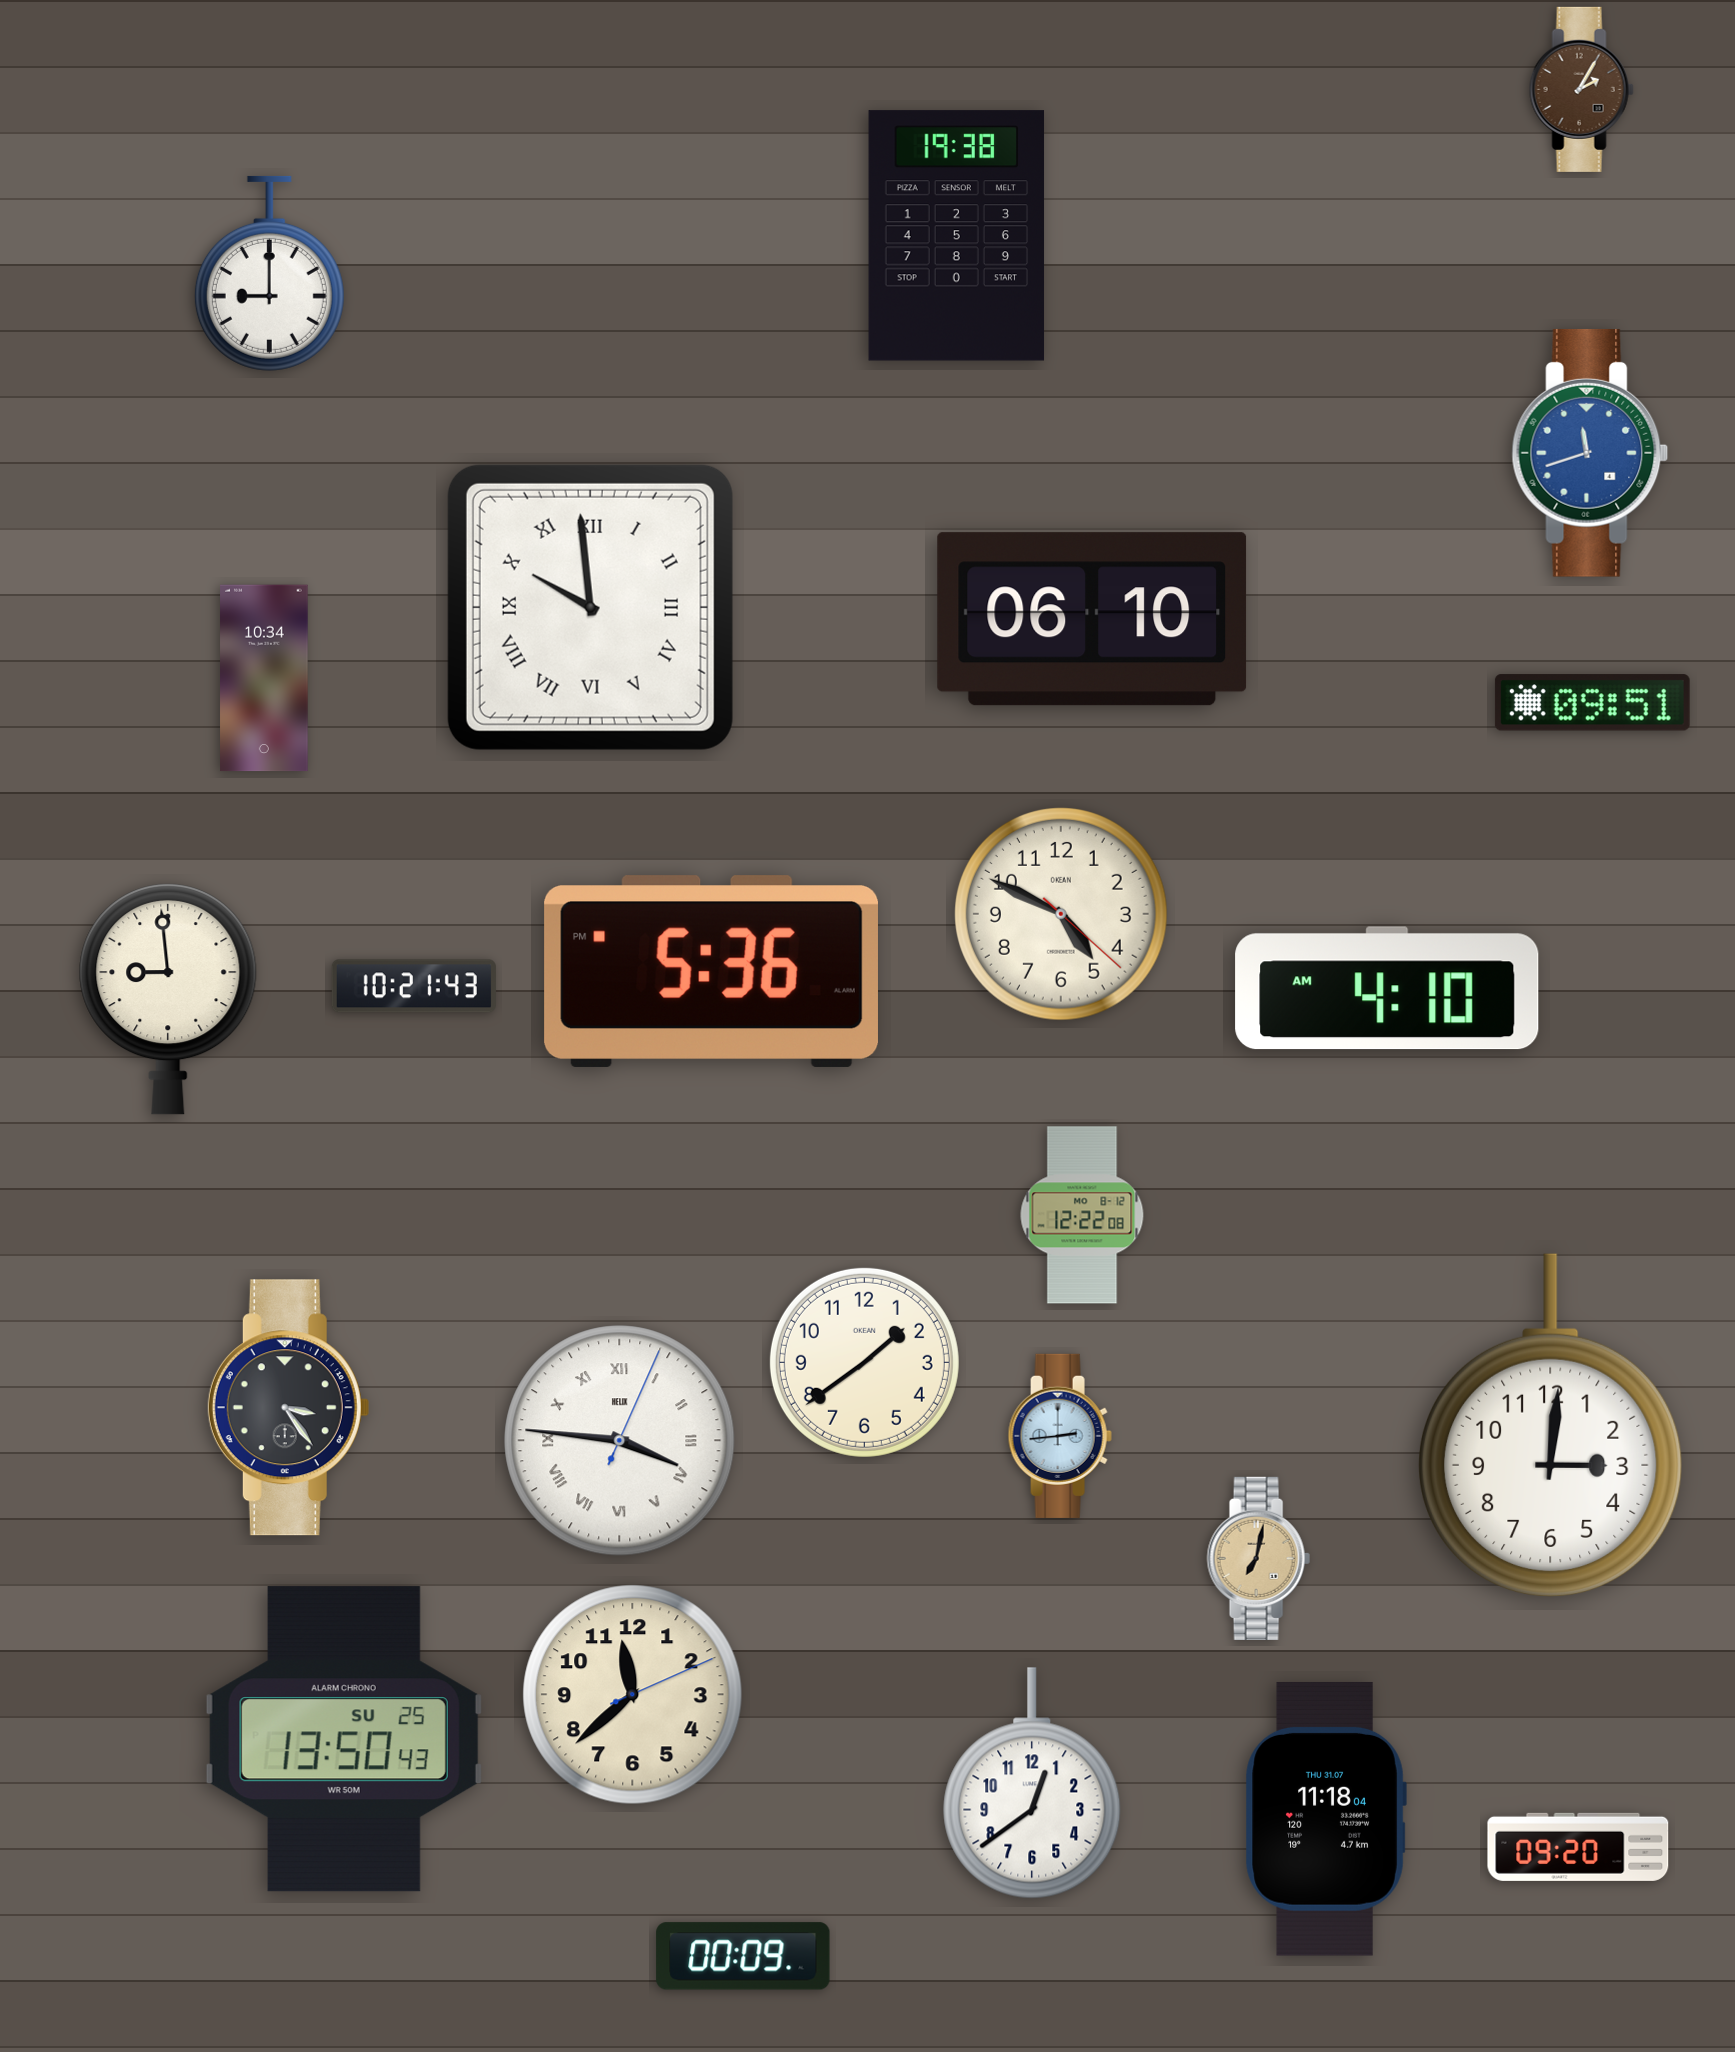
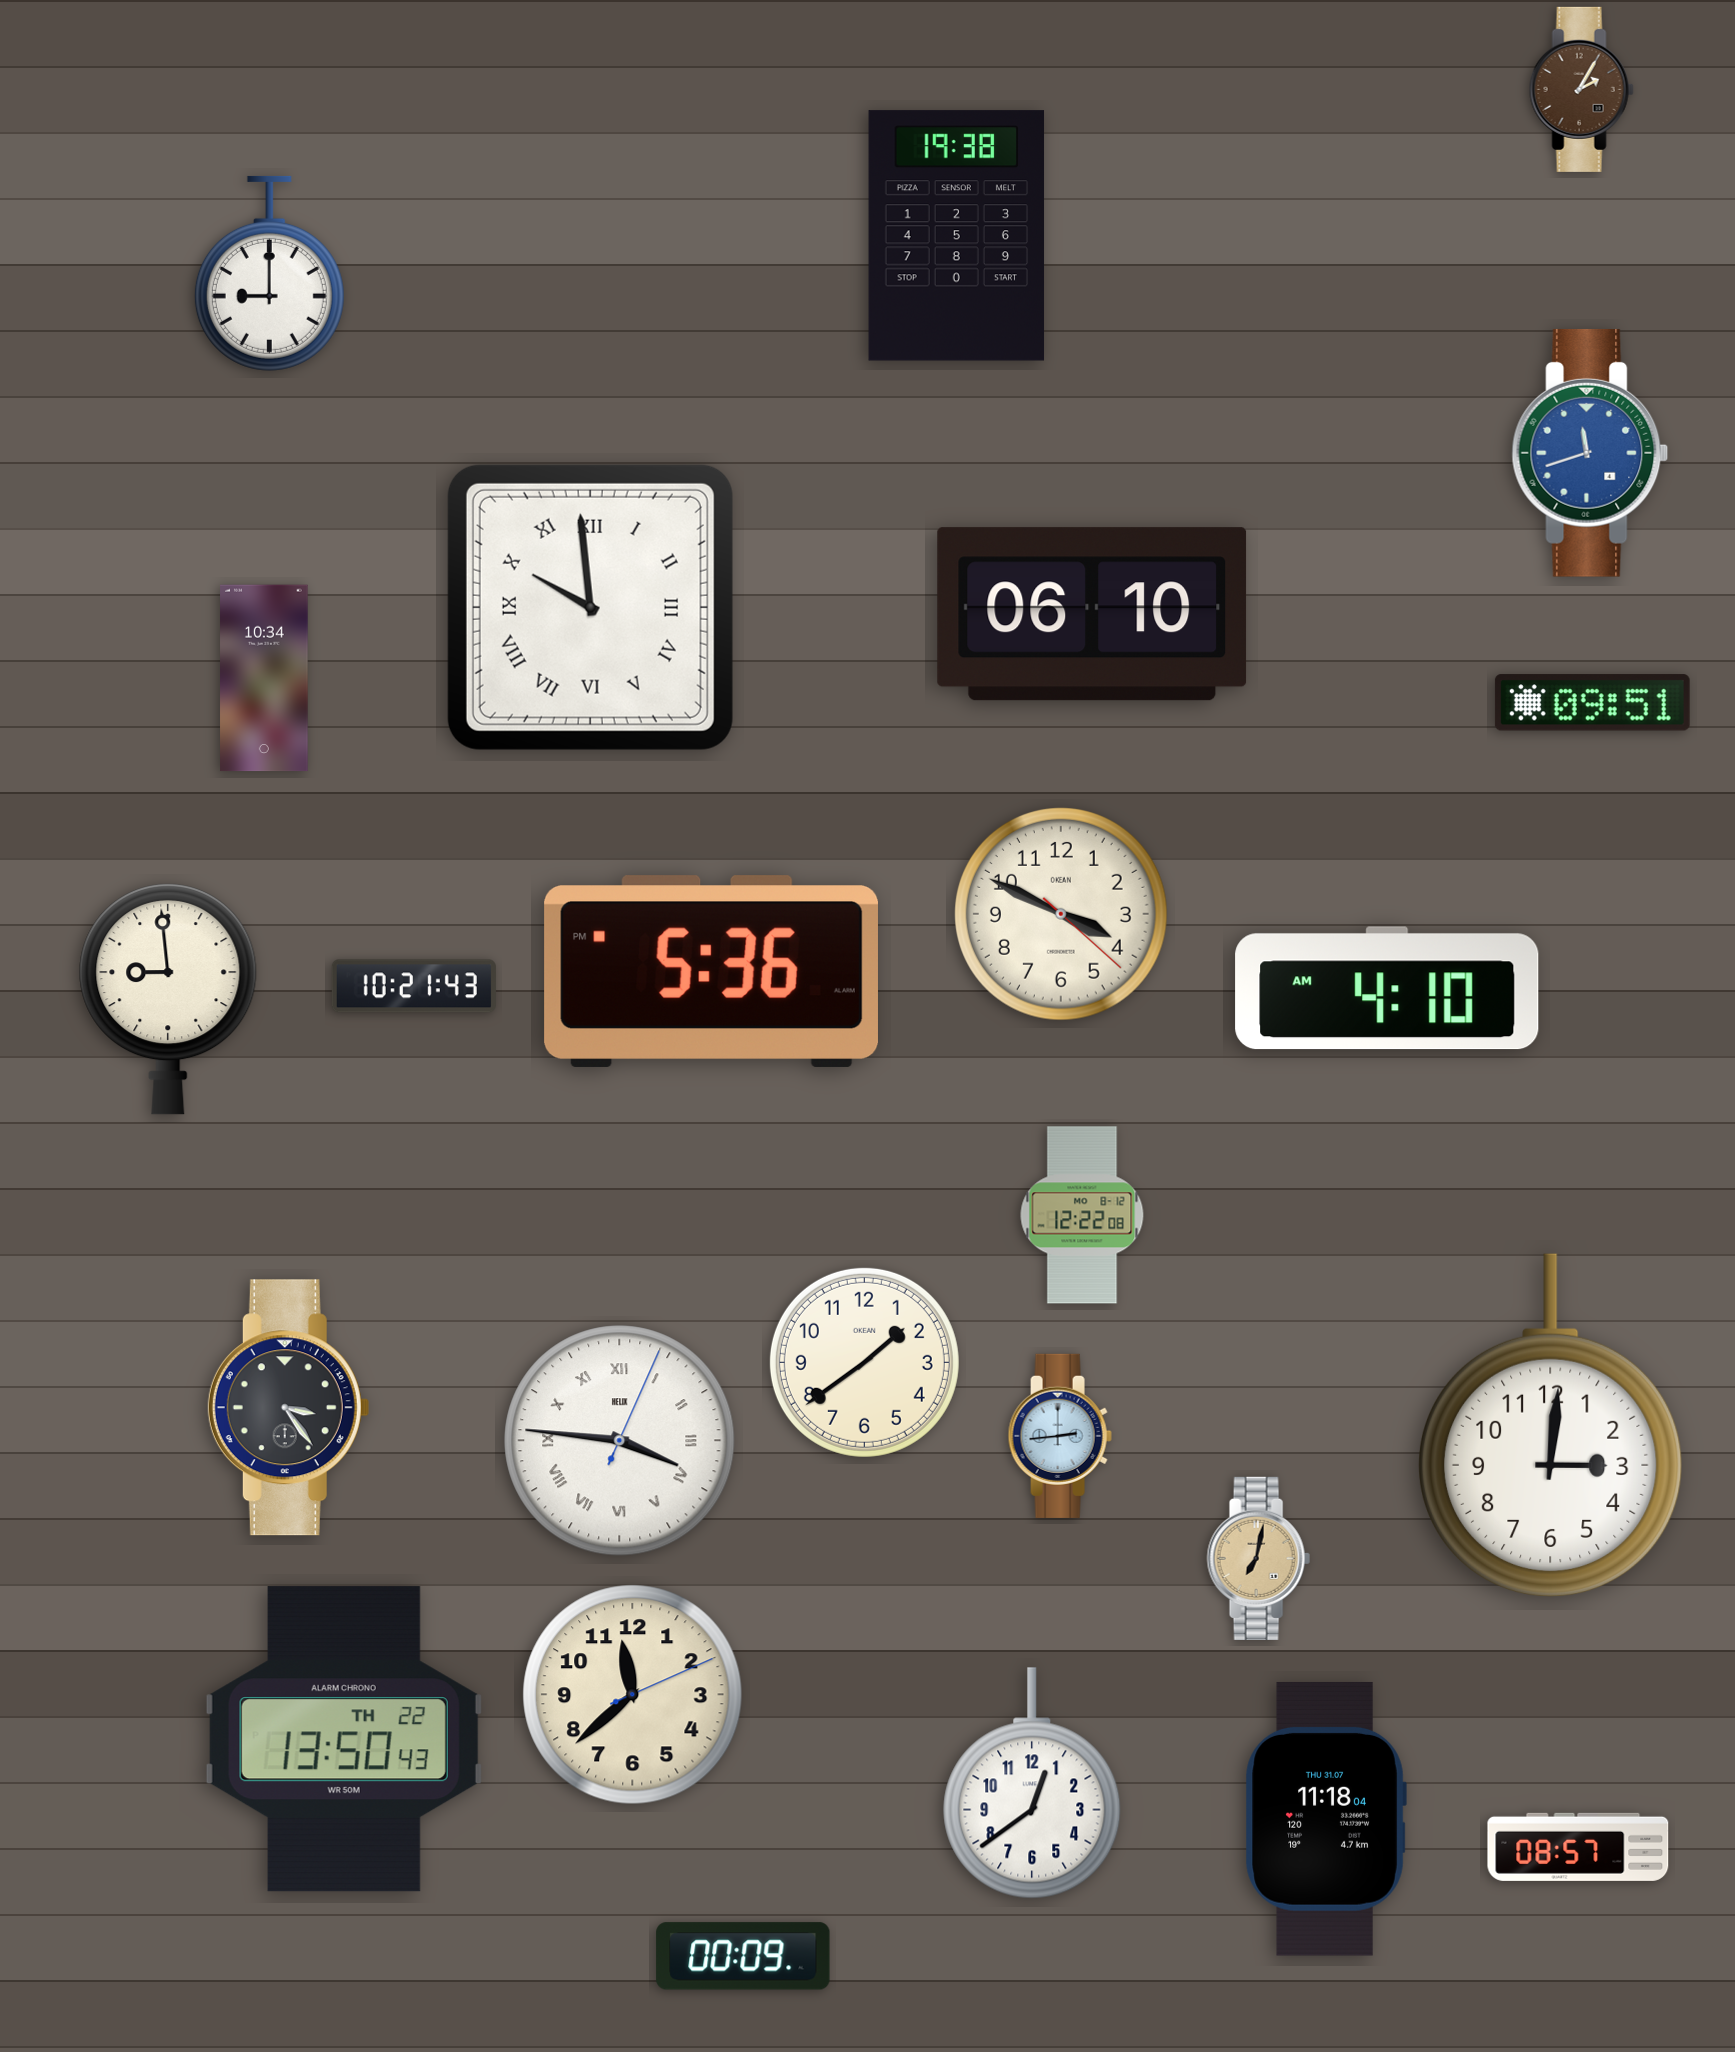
clock at (1092, 619) position: (1092, 619) -> (1092, 614)
clock at (1061, 914): 4:49 -> 3:49
clock at (344, 1739) date: SU 25 -> TH 22
clock at (1578, 1847): 09:20 -> 08:57
